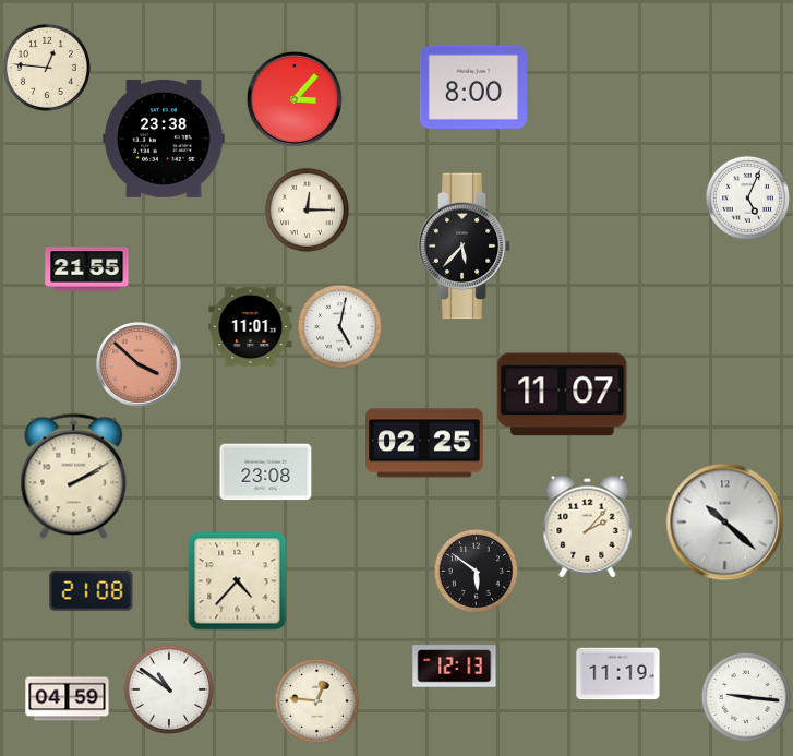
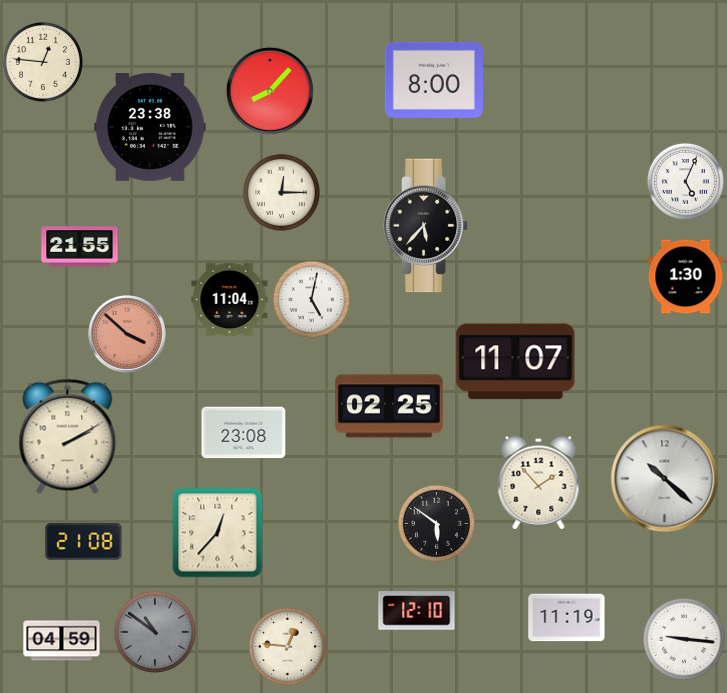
clock at (295, 99): 3:07 -> 8:07
clock at (686, 277): none -> 1:30
clock at (251, 327): 11:01 -> 11:04
clock at (588, 527): 2:07 -> 1:53
clock at (238, 581): 4:37 -> 12:37
clock at (455, 667): 12:13 -> 12:10
clock at (169, 689) dial: white -> grey
clock at (316, 700) position: (316, 700) -> (287, 646)
